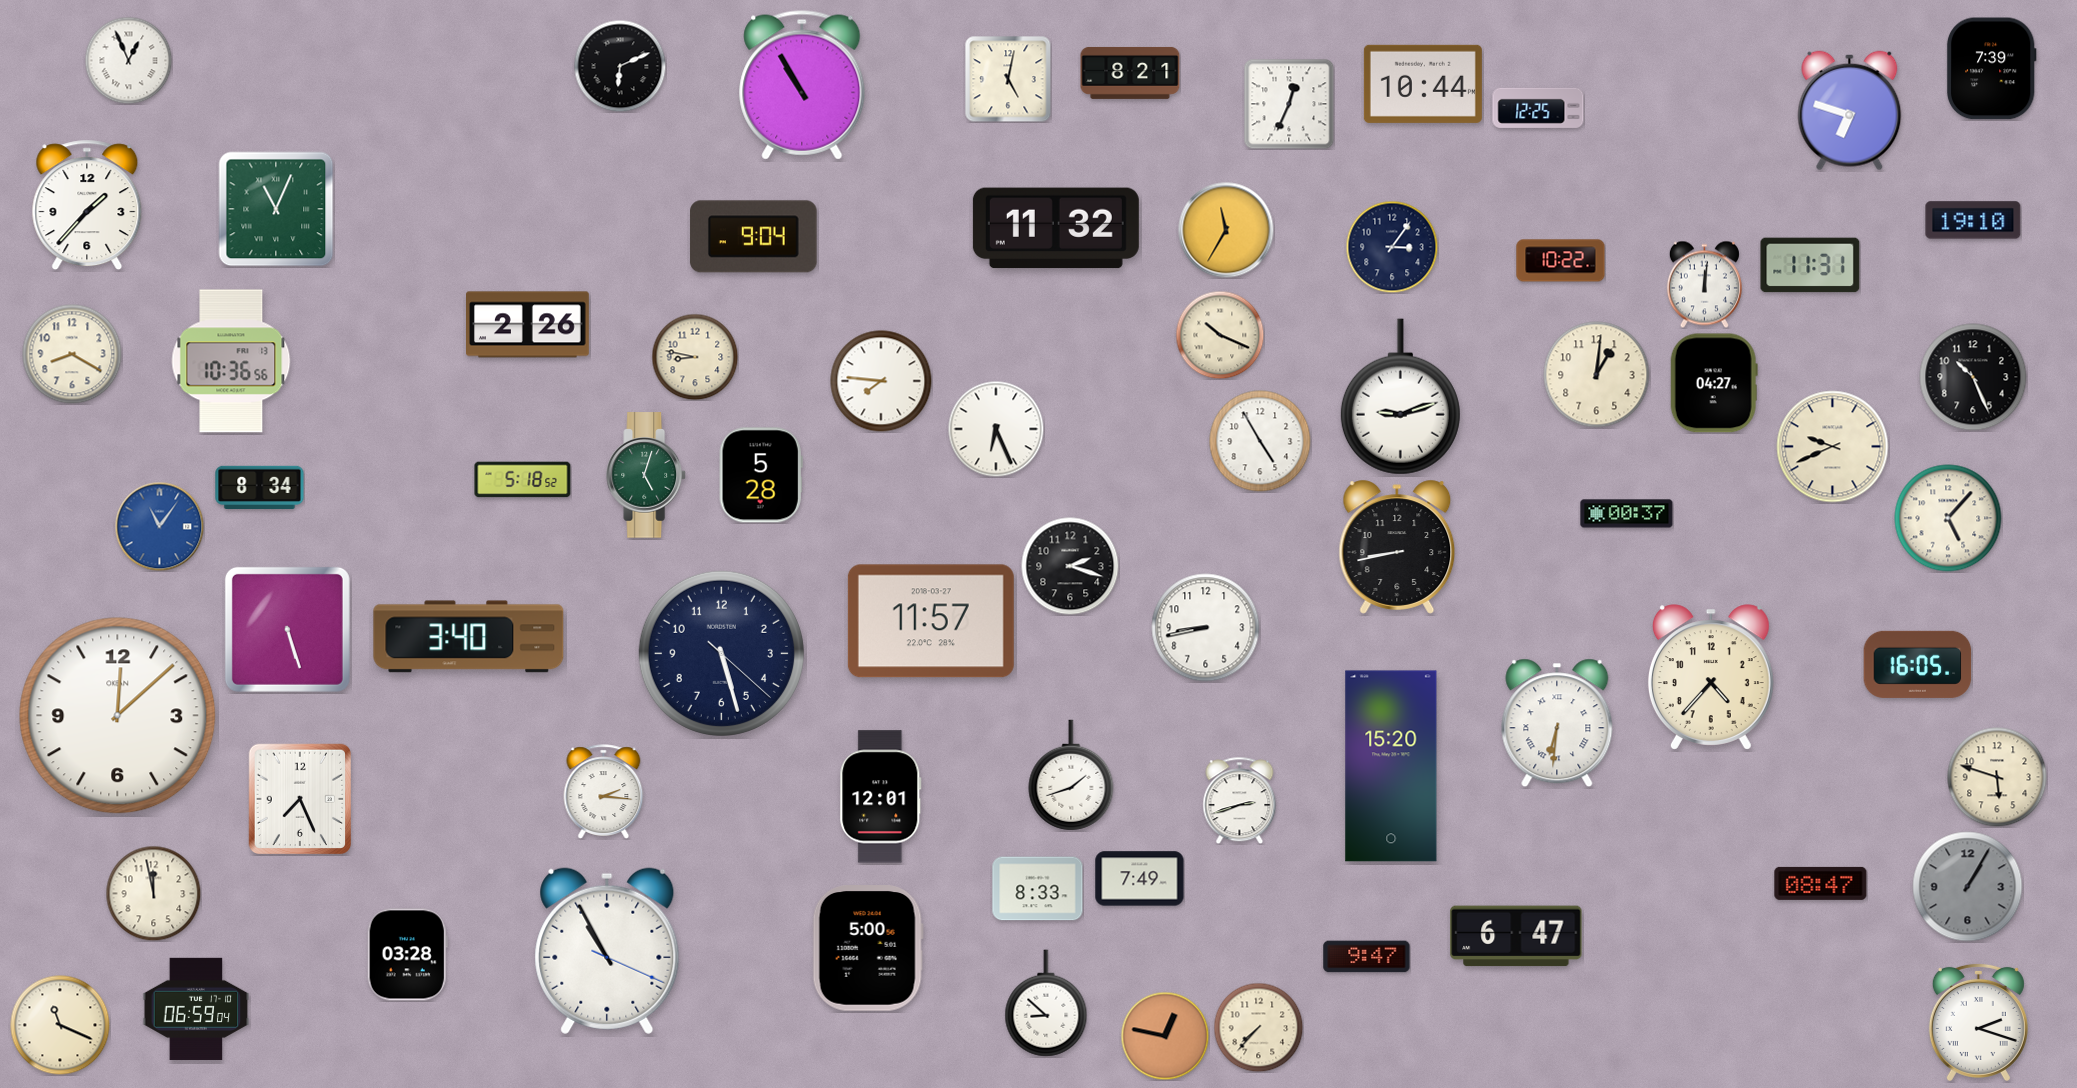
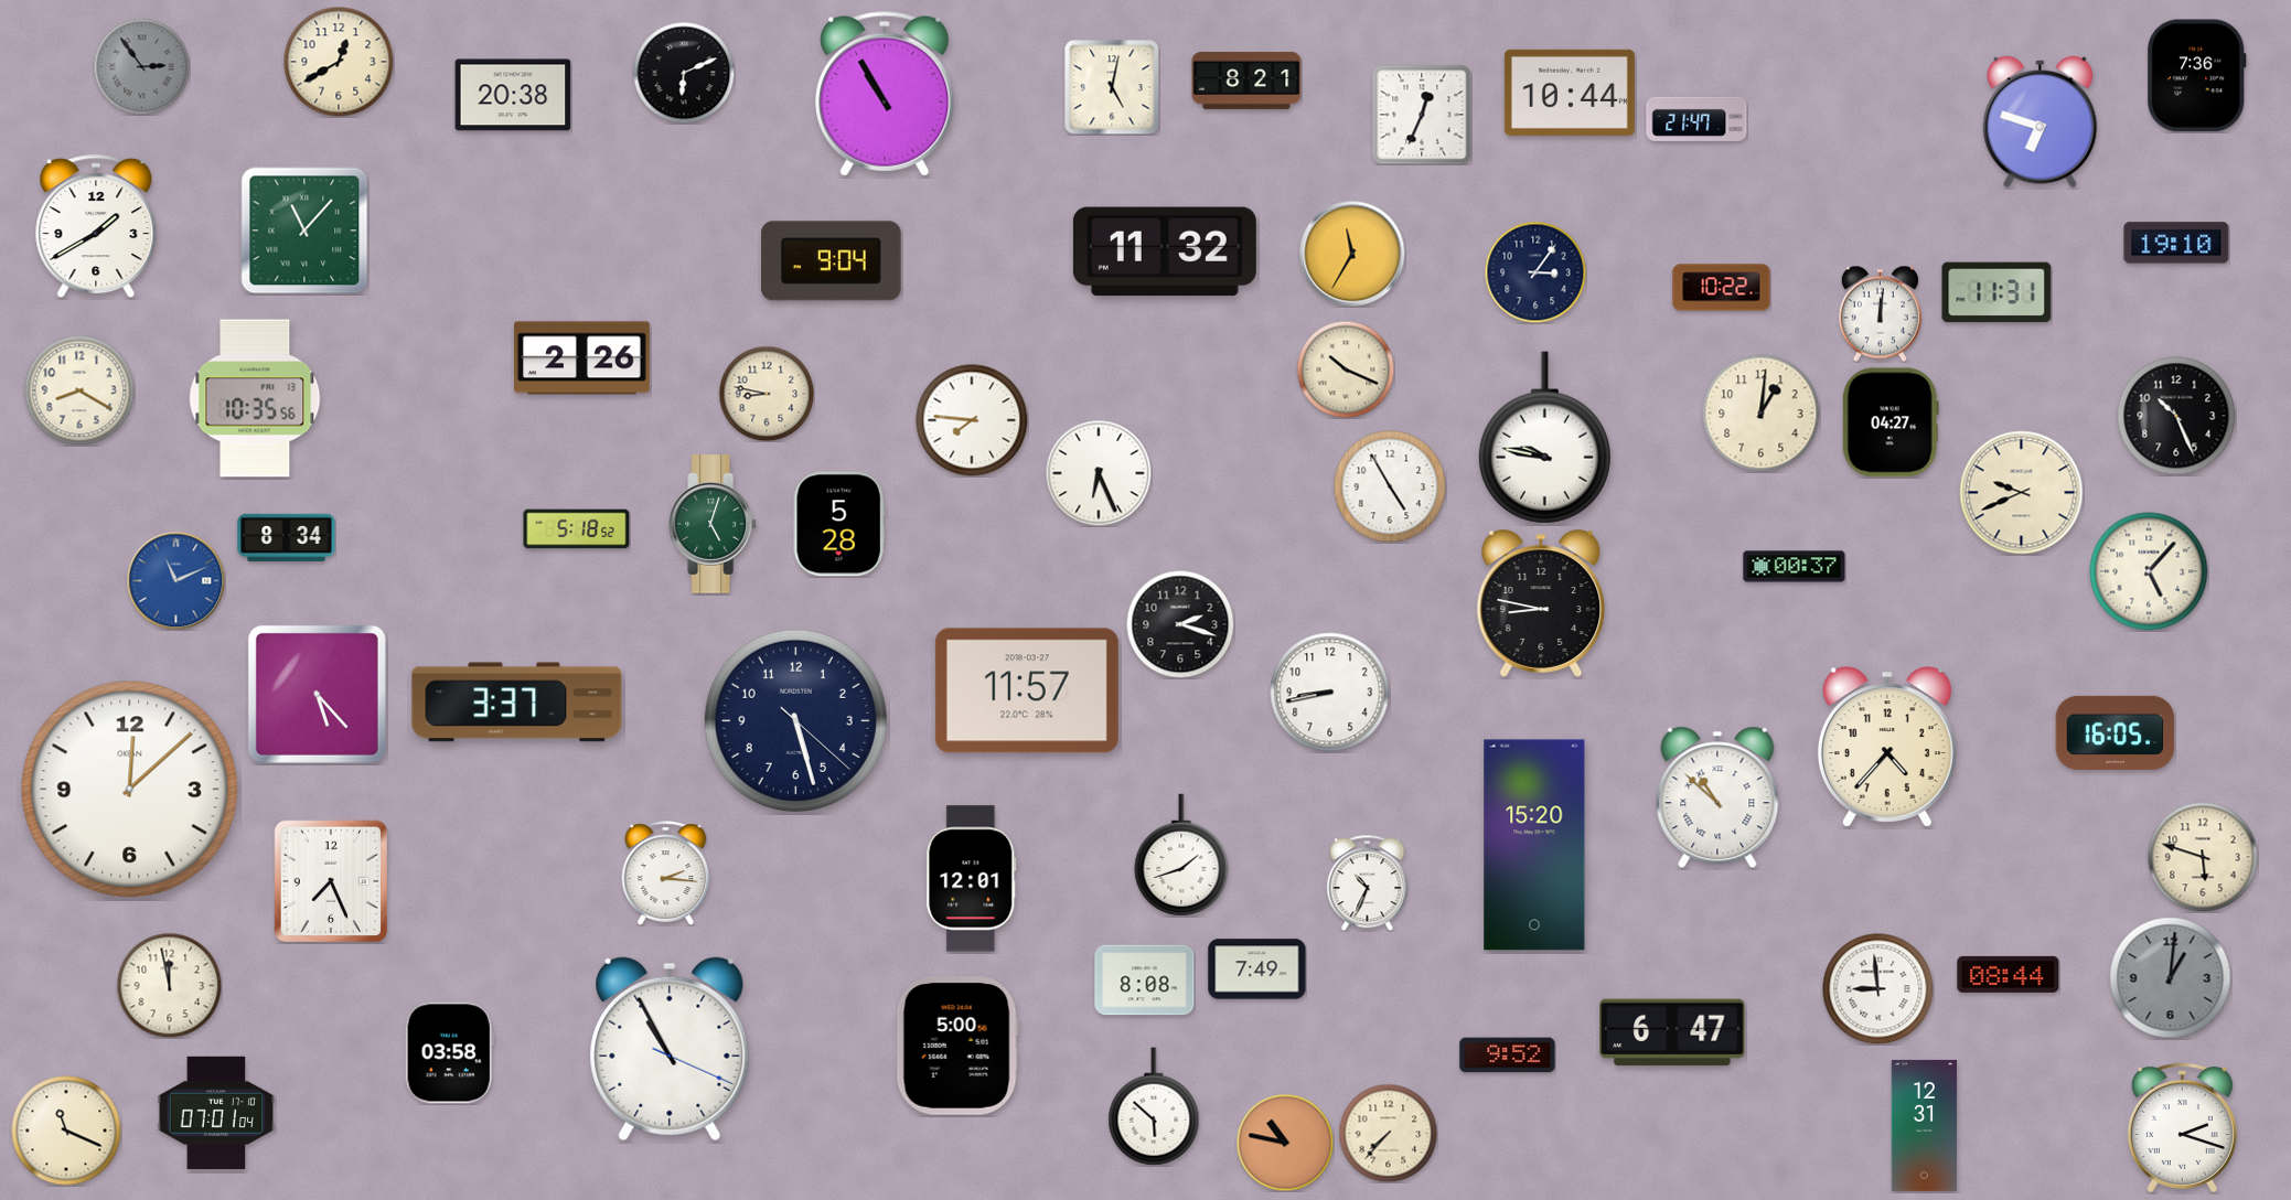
clock at (339, 62): none -> 12:40
clock at (128, 60): 12:56 -> 2:54
clock at (128, 60) dial: white -> grey
clock at (1991, 69): 7:39 -> 7:36
clock at (513, 95): none -> 20:38
clock at (1538, 108): 12:25 -> 21:47
clock at (87, 205): 1:37 -> 1:40
clock at (276, 209): 11:04 -> 11:07
clock at (231, 361): 10:36 -> 10:35
clock at (1400, 397): 9:12 -> 9:47
clock at (159, 526): 11:06 -> 11:11
clock at (1397, 547): 8:43 -> 8:47
clock at (931, 621) position: (931, 621) -> (1027, 690)
clock at (287, 629): 5:27 -> 5:23
clock at (469, 637): 3:40 -> 3:37
clock at (1557, 723): 6:31 -> 10:52
clock at (1240, 800): 2:42 -> 10:34
clock at (1821, 883): 08:47 -> 08:44
clock at (1968, 887): 1:05 -> 1:01
clock at (1038, 889): 8:33 -> 8:08
clock at (1878, 989): none -> 8:59
clock at (407, 955): 03:28 -> 03:58
clock at (1367, 957): 9:47 -> 9:52
clock at (1046, 1003): 8:52 -> 5:52
clock at (196, 1009): 06:59 -> 07:01
clock at (1925, 1125): none -> 12:31
clock at (1165, 1036): 12:47 -> 10:47
